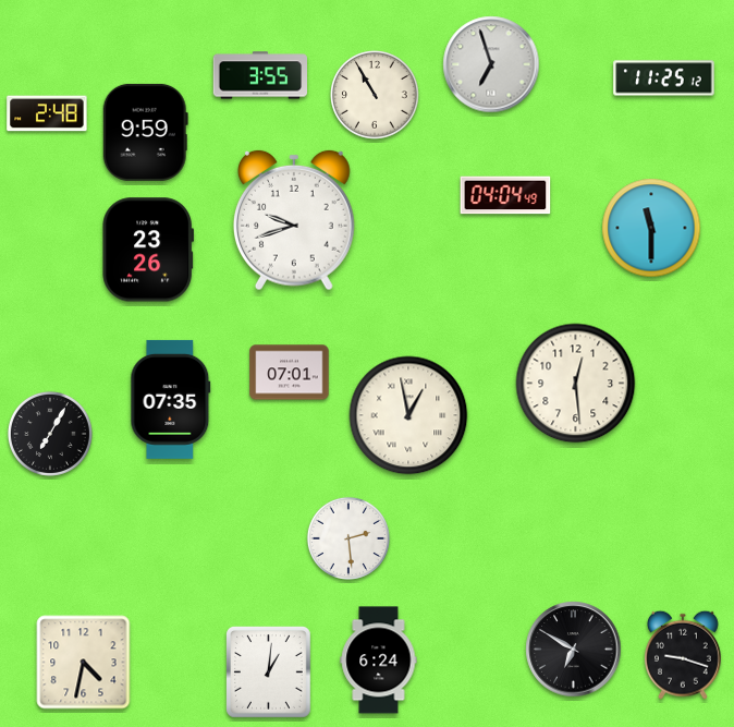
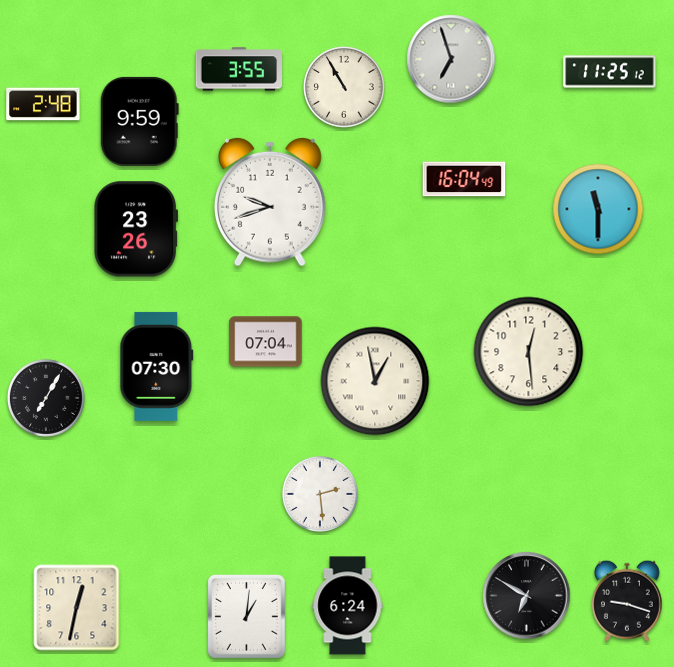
clock at (145, 132) position: (145, 132) -> (139, 121)
clock at (505, 195): 04:04 -> 16:04
clock at (290, 373): 07:01 -> 07:04
clock at (171, 399): 07:35 -> 07:30
clock at (84, 663): 4:32 -> 12:32
